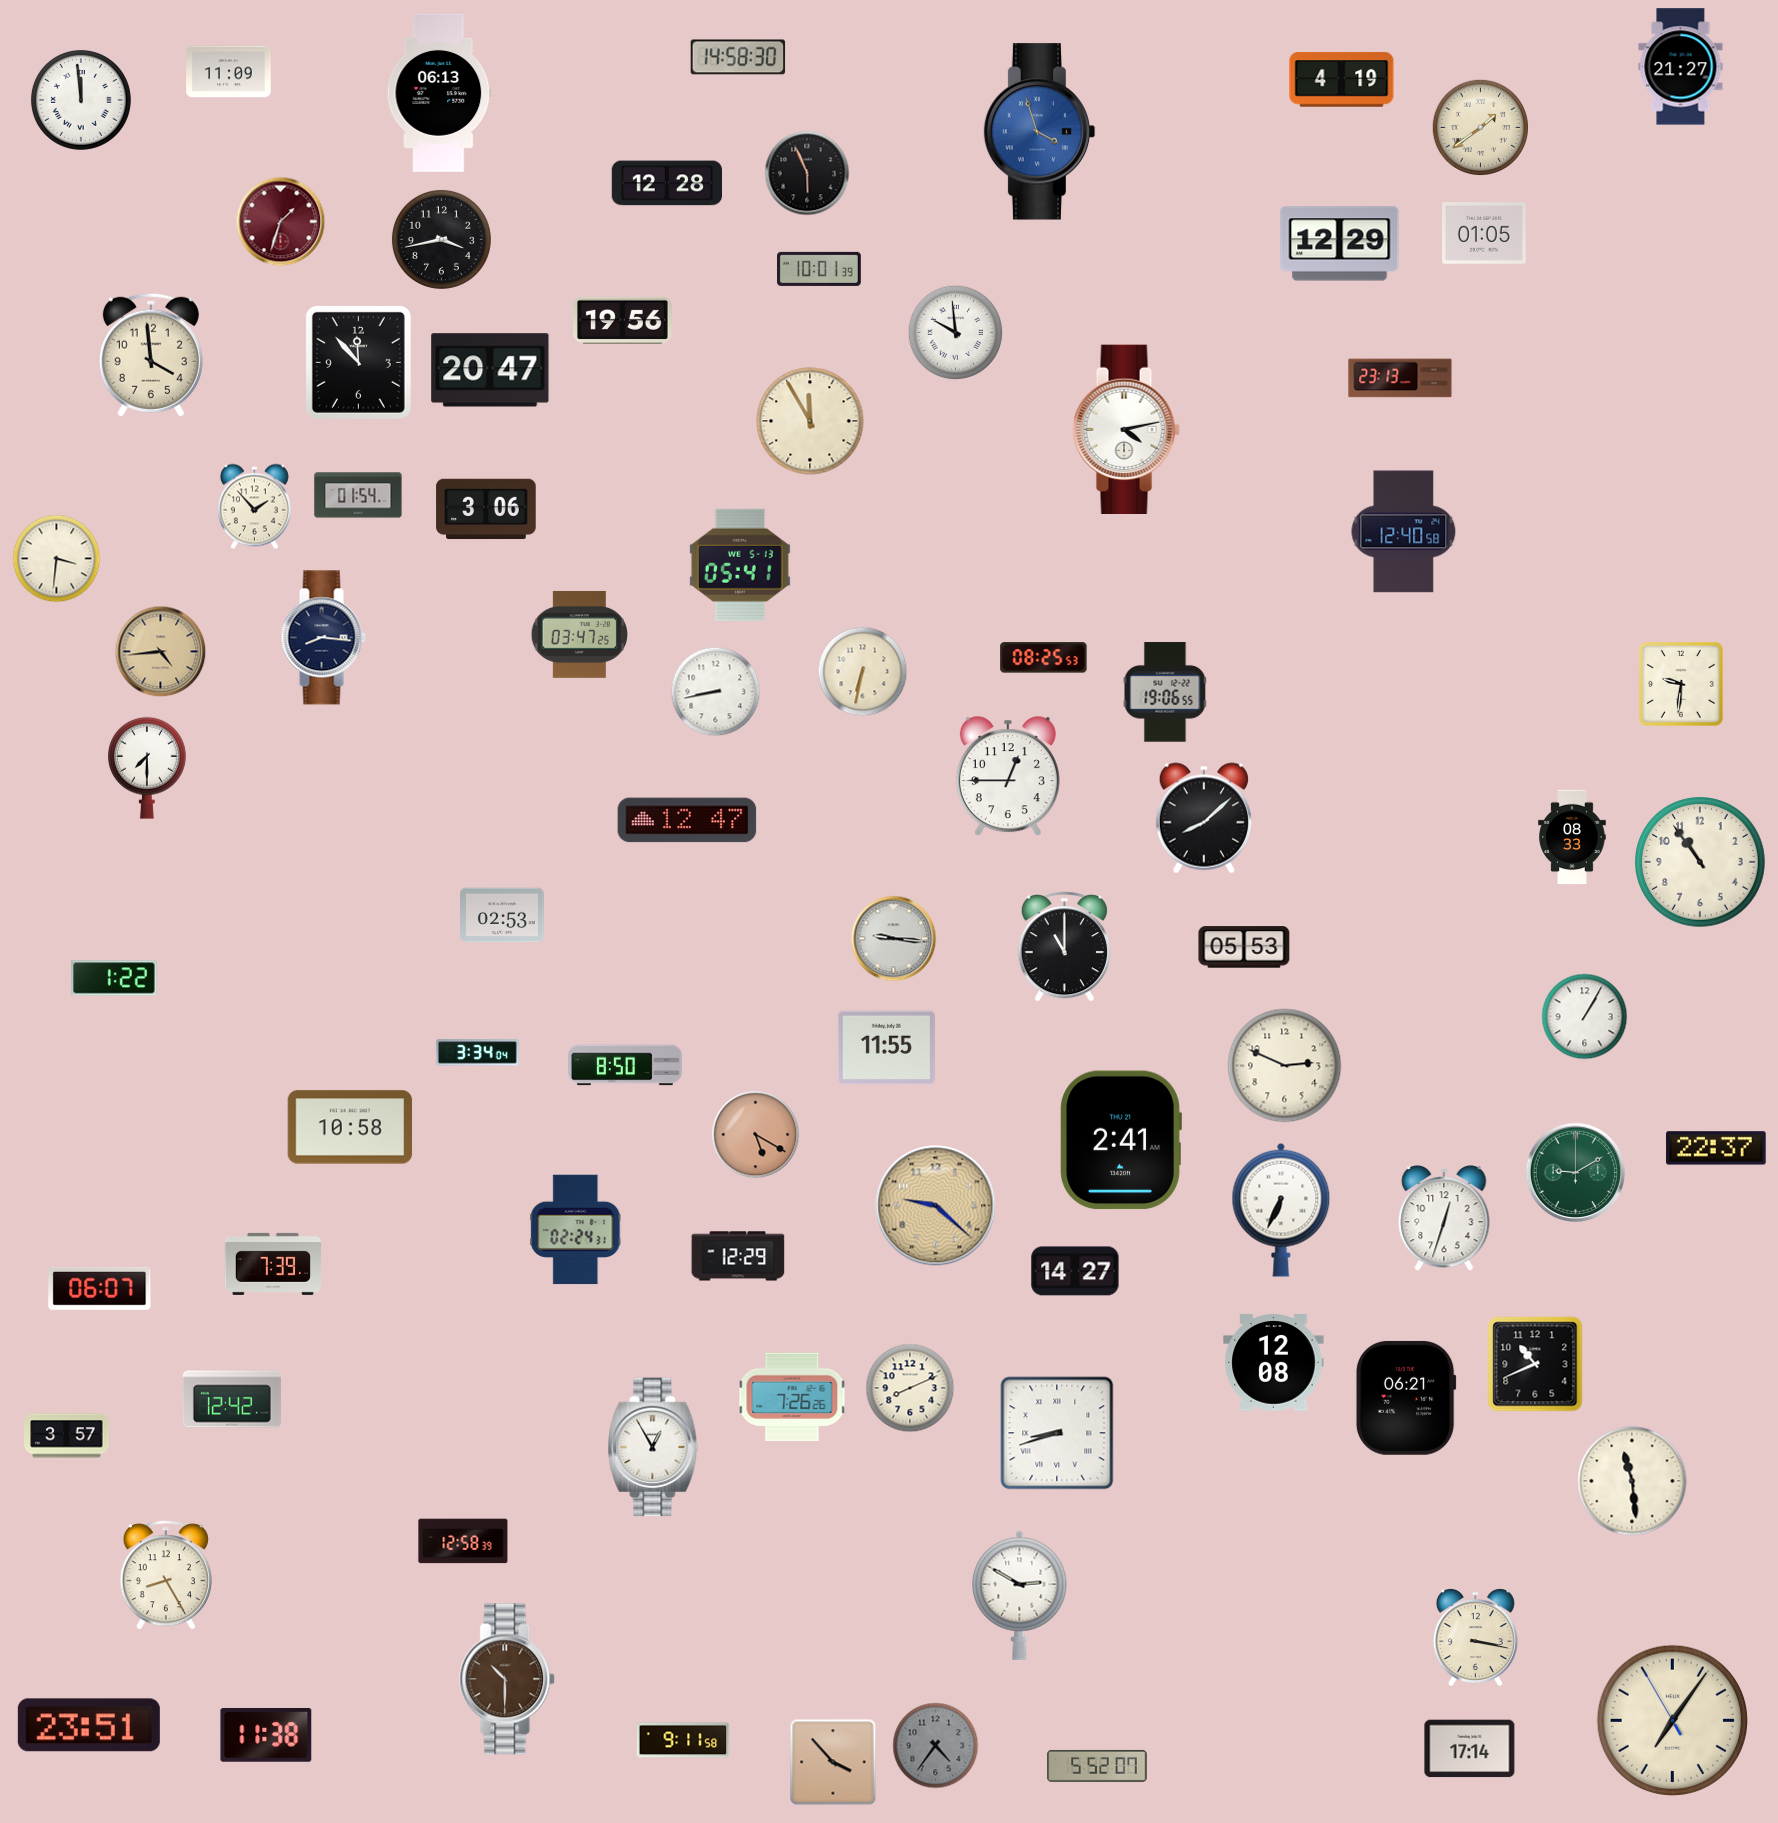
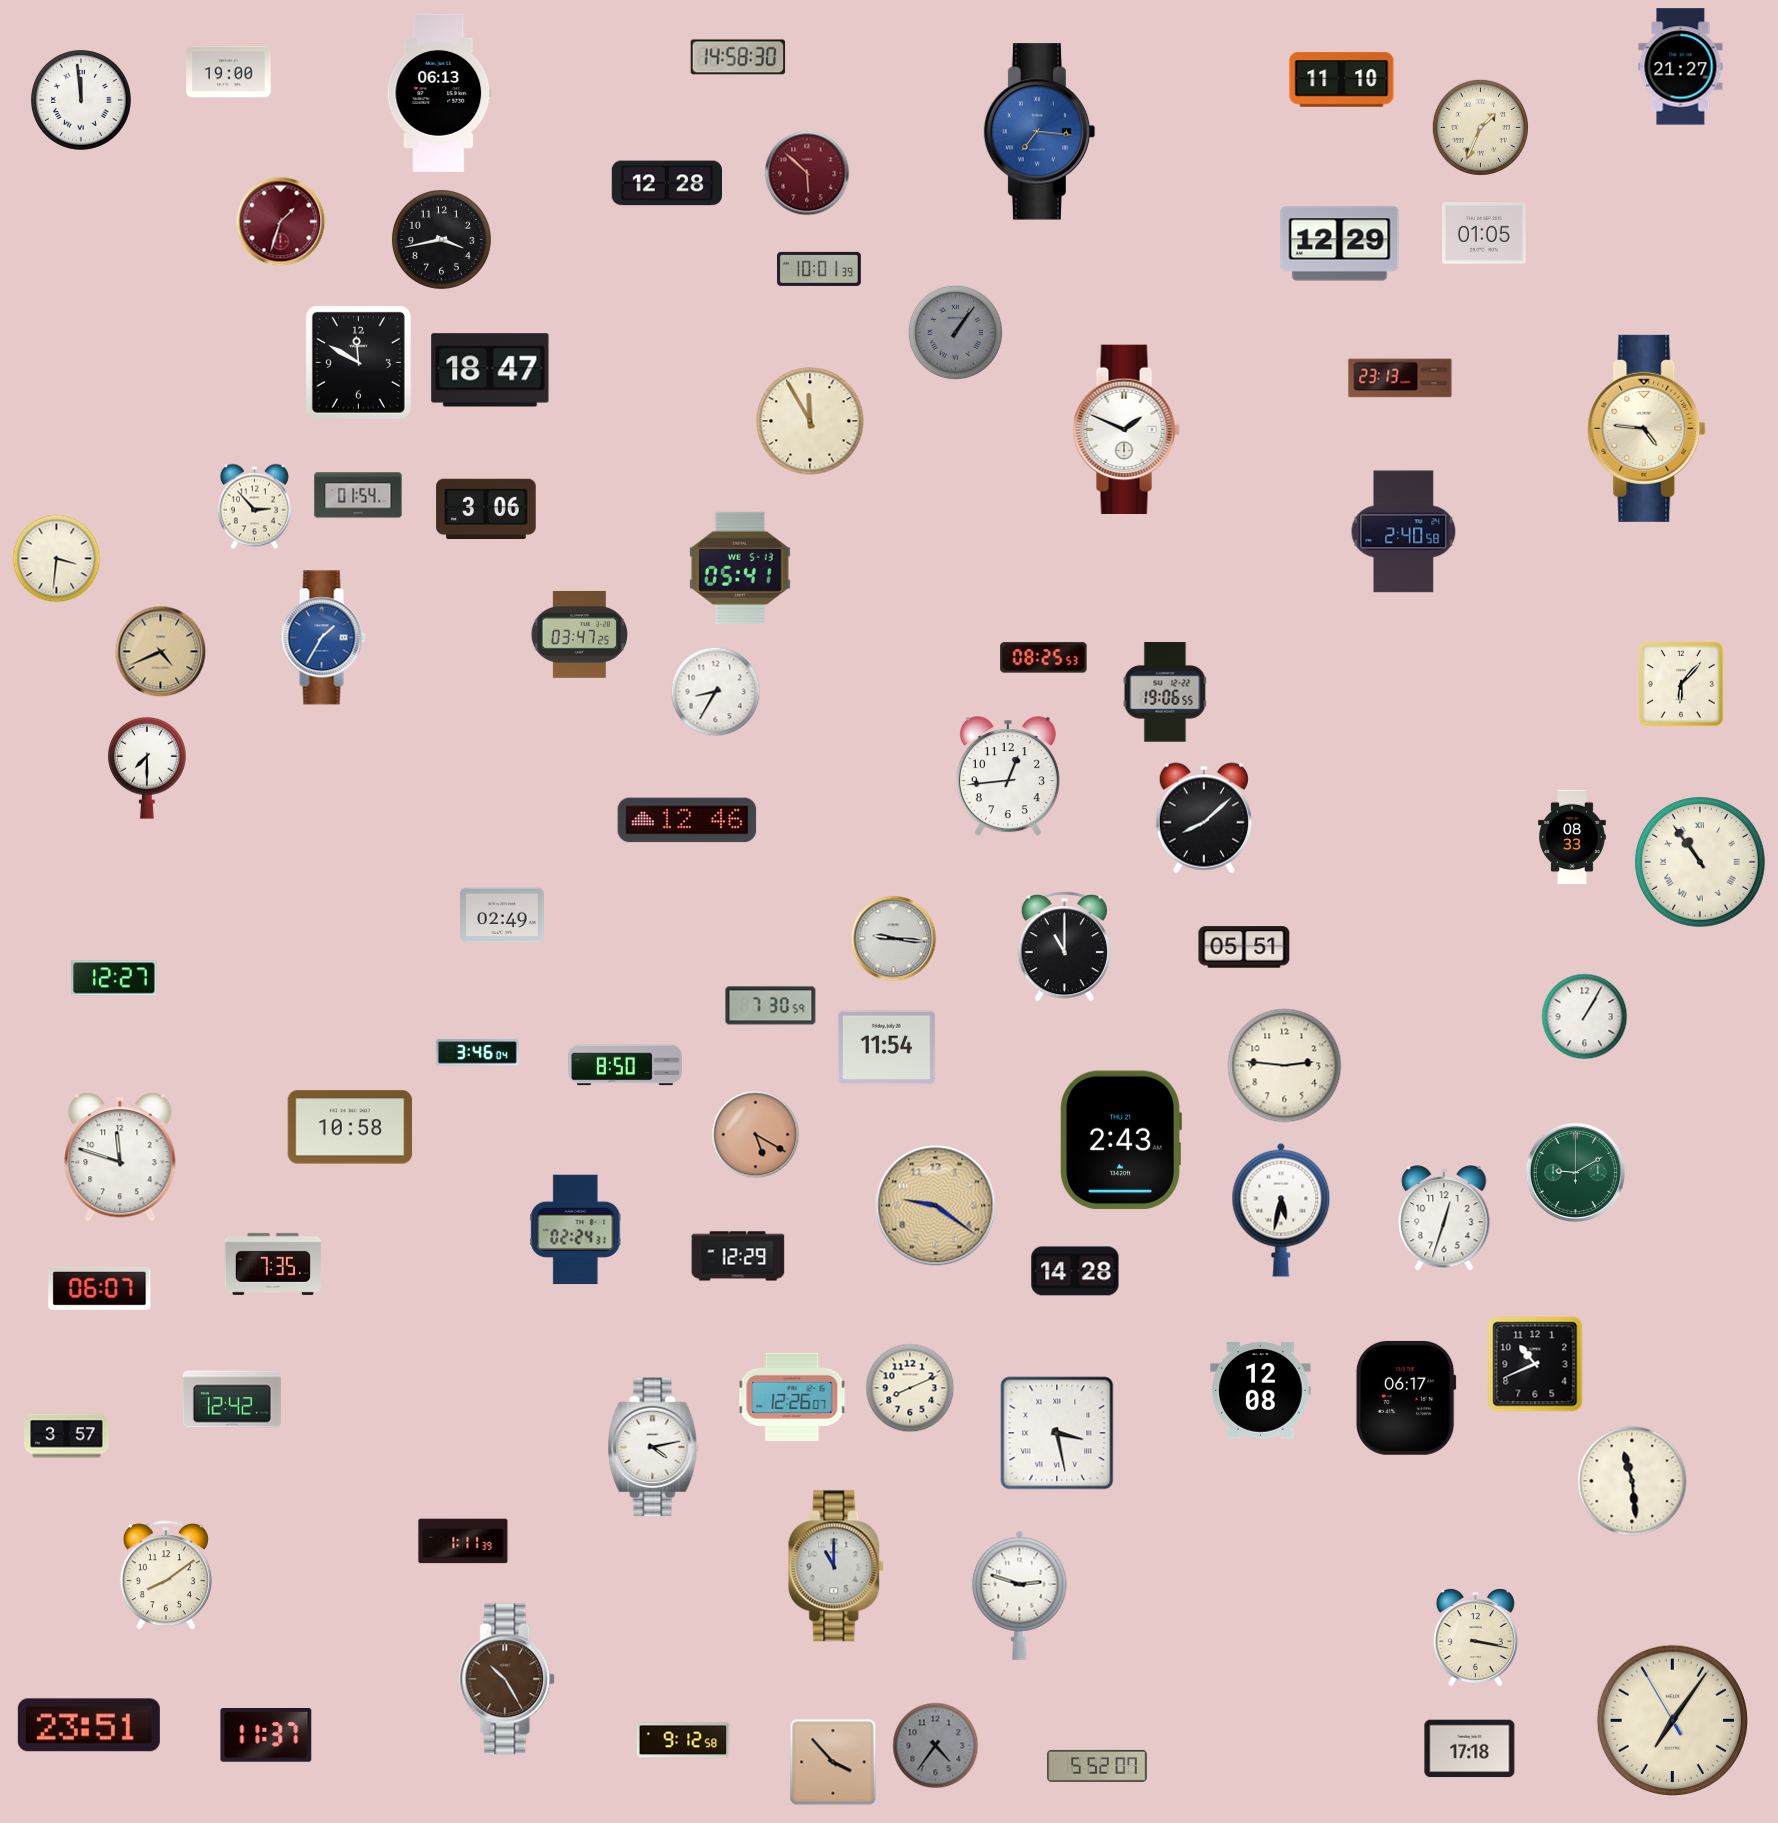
clock at (229, 72): 11:09 -> 19:00
clock at (1342, 80): 4:19 -> 11:10
clock at (1480, 127): 1:39 -> 1:34
clock at (1040, 132): 3:57 -> 7:16
clock at (807, 173): 5:56 -> 5:52
clock at (807, 173) dial: black -> burgundy
clock at (623, 320): 19:56 -> none
clock at (956, 333): 9:59 -> 1:06
clock at (956, 333) dial: white -> grey
clock at (151, 355): 3:59 -> none
clock at (358, 362): 11:53 -> 11:50
clock at (490, 370): 20:47 -> 18:47
clock at (1647, 428): none -> 4:46
clock at (1126, 429): 4:13 -> 1:49
clock at (254, 507): 1:53 -> 2:53
clock at (1404, 532): 12:40 -> 2:40
clock at (740, 565) position: (740, 565) -> (740, 568)
clock at (323, 638): 8:16 -> 1:35
clock at (323, 638) dial: navy -> blue
clock at (161, 652): 4:44 -> 4:41
clock at (863, 672): 6:32 -> none
clock at (1682, 685): 9:31 -> 6:07
clock at (716, 692): 8:43 -> 8:35
clock at (1008, 777): 12:45 -> 12:44
clock at (687, 820): 12:47 -> 12:46
clock at (1701, 863) numerals: Arabic -> Roman
clock at (503, 915): 02:53 -> 02:49
clock at (1244, 947): 05:53 -> 05:51
clock at (114, 978): 1:22 -> 12:27
clock at (771, 1006): none -> 7:30
clock at (886, 1048): 11:55 -> 11:54
clock at (477, 1053): 3:34 -> 3:46
clock at (1285, 1066): 2:49 -> 2:46
clock at (1121, 1140): 2:41 -> 2:43
clock at (1716, 1148): 22:37 -> none
clock at (120, 1157): none -> 11:48
clock at (936, 1206): 9:22 -> 9:21
clock at (1281, 1210): 6:34 -> 5:32
clock at (273, 1264): 7:39 -> 7:35
clock at (1075, 1271): 14:27 -> 14:28
clock at (1274, 1363) position: (1274, 1363) -> (1261, 1391)
clock at (792, 1396): 7:26 -> 12:26
clock at (1406, 1398): 06:21 -> 06:17
clock at (1057, 1433): 8:42 -> 3:28
clock at (653, 1447): 12:55 -> 4:13
clock at (463, 1541): 12:58 -> 1:11
clock at (837, 1566): none -> 11:00
clock at (166, 1575): 8:25 -> 8:09
clock at (1020, 1595): 2:50 -> 2:48
clock at (508, 1679): 10:30 -> 10:25
clock at (266, 1736): 11:38 -> 11:37
clock at (683, 1740): 9:11 -> 9:12
clock at (1470, 1749): 17:14 -> 17:18
